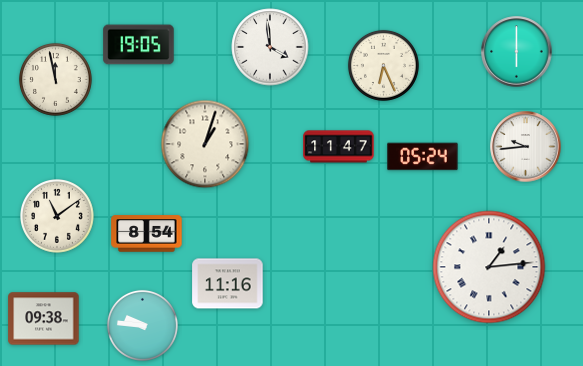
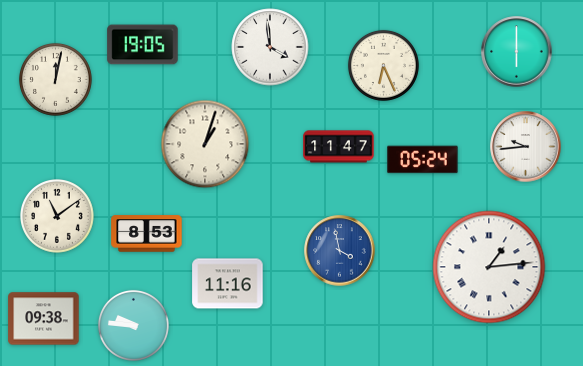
clock at (139, 45) position: (139, 45) -> (143, 45)
clock at (56, 80): 11:58 -> 12:02
clock at (423, 157) position: (423, 157) -> (423, 160)
clock at (147, 234): 8:54 -> 8:53
clock at (340, 251): none -> 3:58
clock at (142, 325) position: (142, 325) -> (133, 325)
